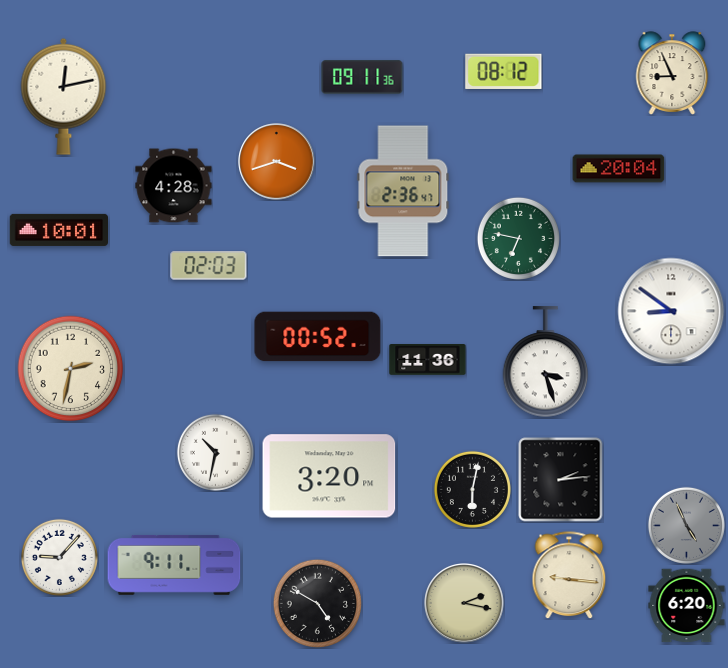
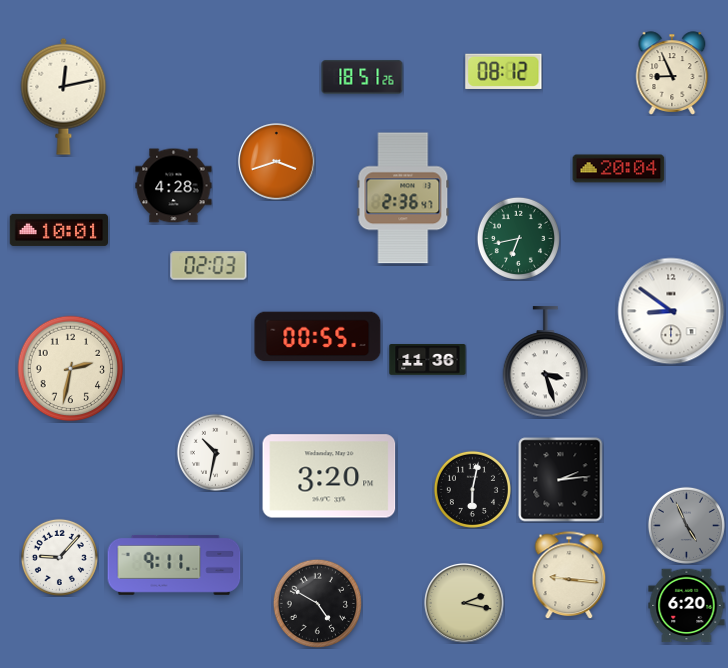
clock at (362, 77): 09:11 -> 18:51
clock at (403, 191) position: (403, 191) -> (403, 198)
clock at (518, 238): 6:47 -> 6:43
clock at (318, 337): 00:52 -> 00:55
